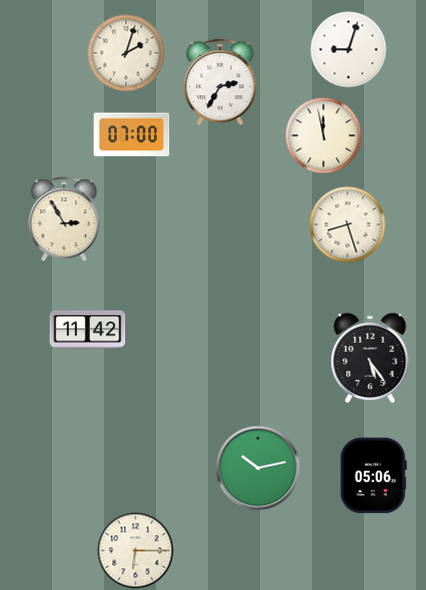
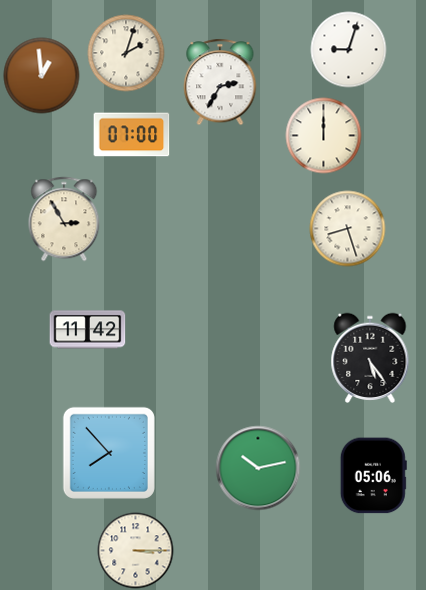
clock at (42, 76): none -> 12:59
clock at (324, 136): 11:58 -> 12:00
clock at (348, 225) position: (348, 225) -> (348, 229)
clock at (109, 453): none -> 7:53
clock at (136, 551): 6:15 -> 3:15
